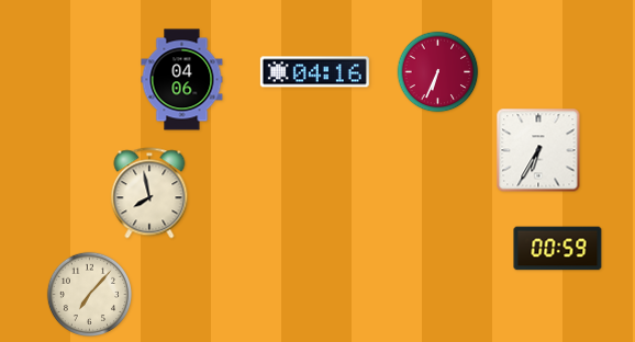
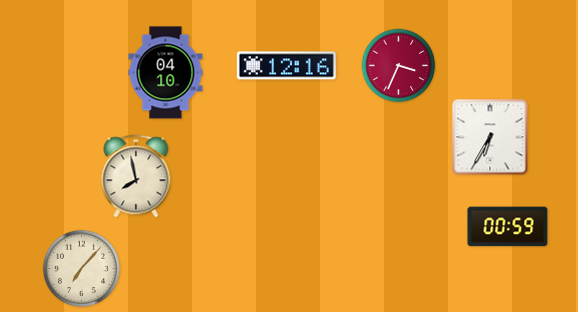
clock at (314, 72): 04:16 -> 12:16
clock at (438, 72): 6:34 -> 3:34
clock at (182, 80): 04:06 -> 04:10
